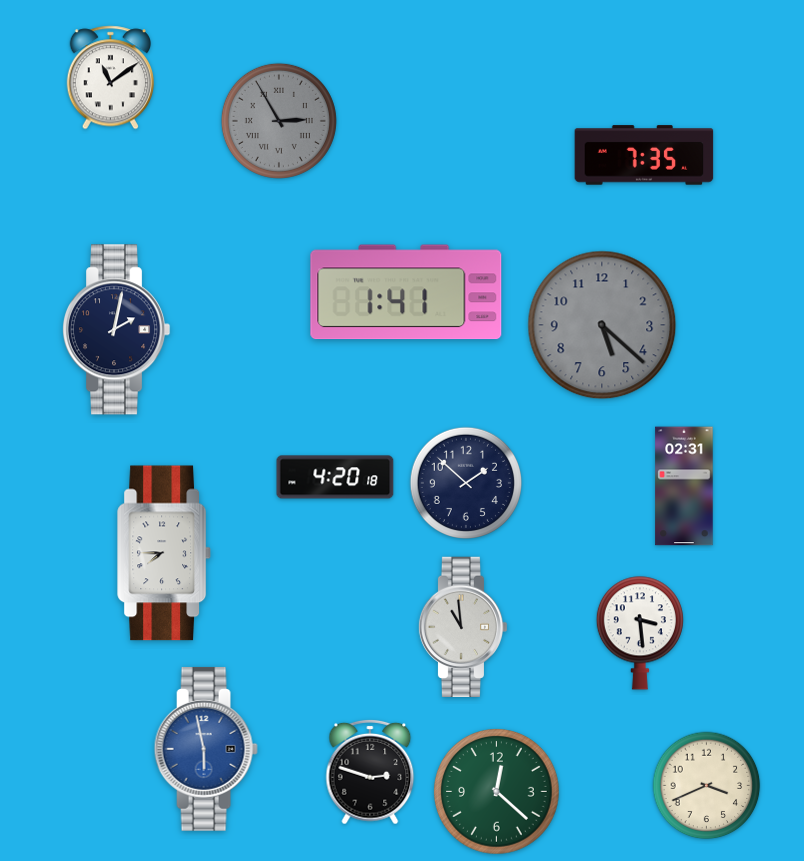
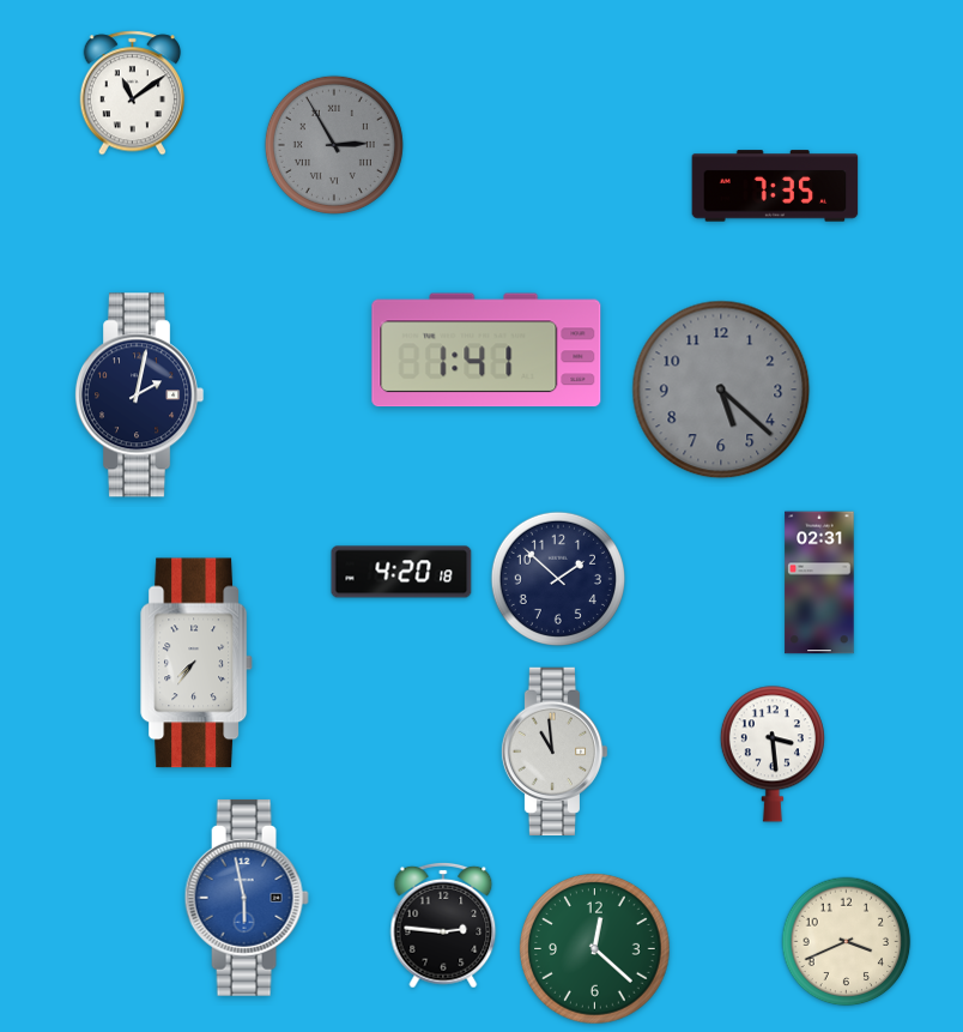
clock at (644, 155) position: (644, 155) -> (775, 186)
clock at (164, 553): 7:45 -> 7:36
clock at (640, 633) position: (640, 633) -> (773, 754)
clock at (370, 772): 2:48 -> 2:46
